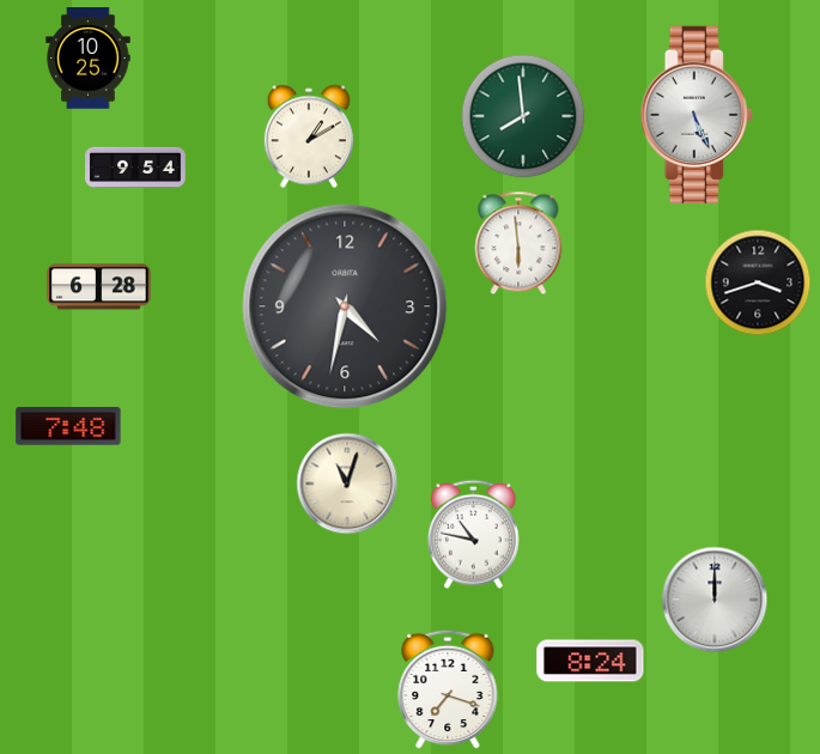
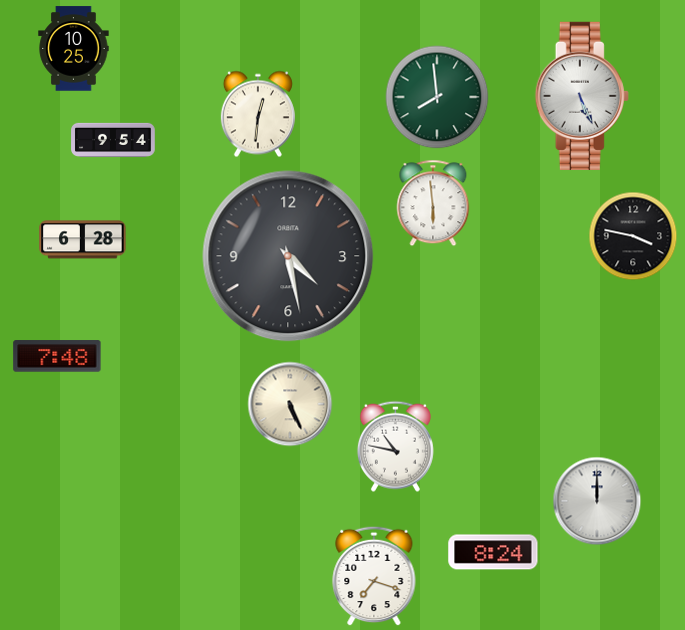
clock at (309, 136): 1:10 -> 12:31
clock at (758, 282): 3:42 -> 3:47
clock at (345, 306): 4:32 -> 4:28
clock at (347, 484): 11:03 -> 5:26
